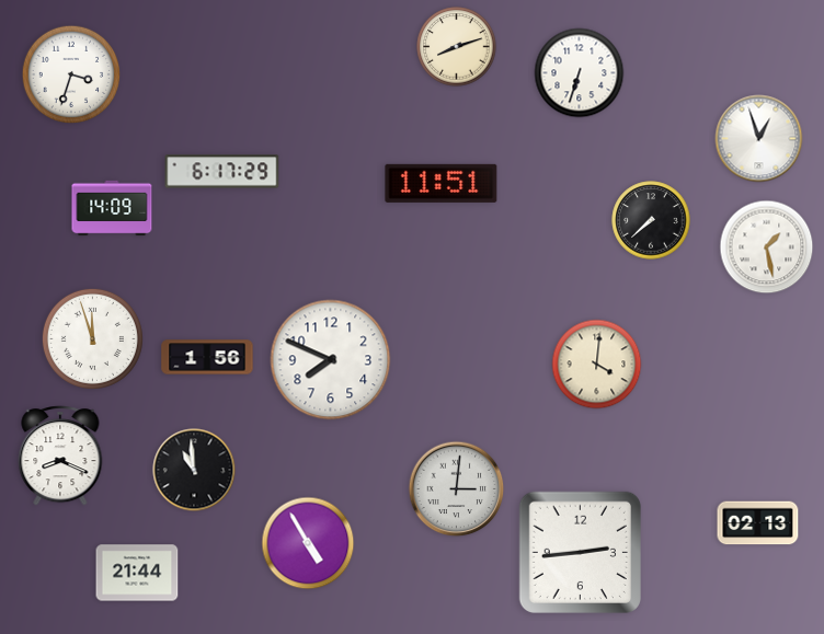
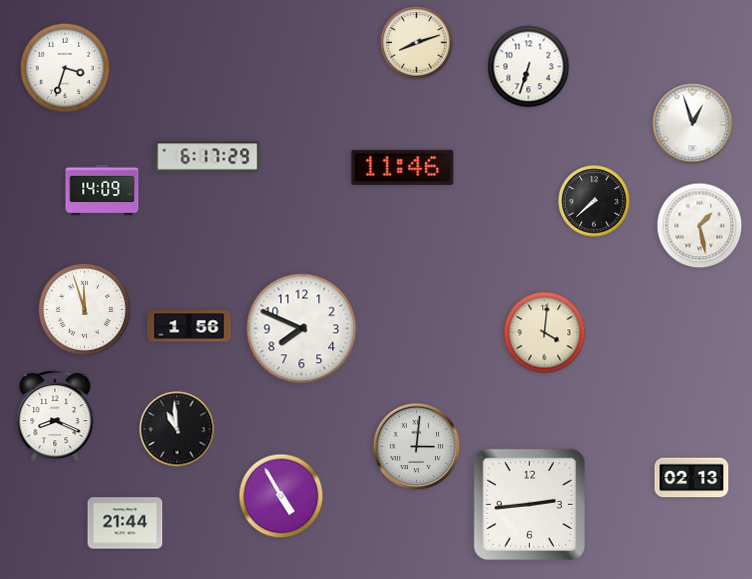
clock at (759, 139) position: (759, 139) -> (693, 124)
clock at (222, 172) position: (222, 172) -> (208, 157)
clock at (442, 183): 11:51 -> 11:46
